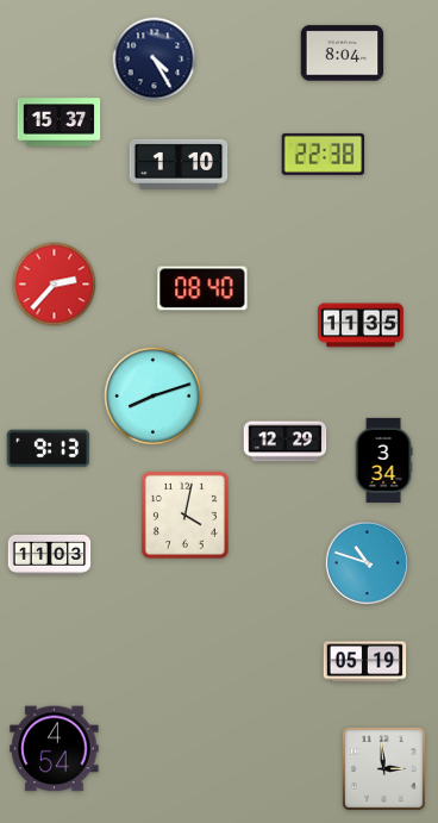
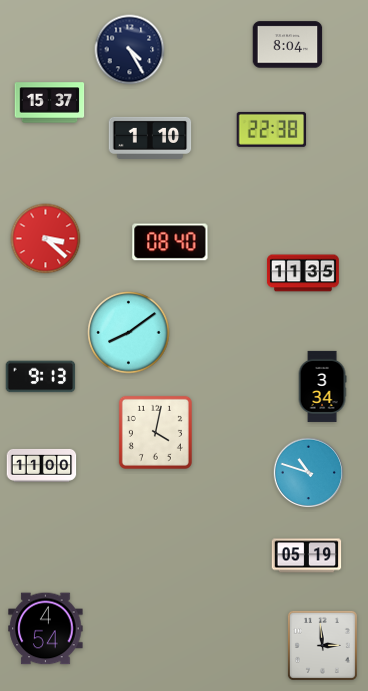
clock at (55, 285): 2:37 -> 3:22
clock at (154, 397): 8:12 -> 8:09
clock at (286, 442): 12:29 -> none
clock at (50, 554): 11:03 -> 11:00
